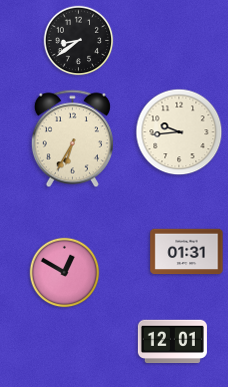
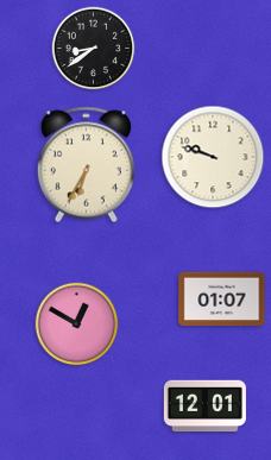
clock at (179, 132): 9:44 -> 9:48
clock at (187, 252): 01:31 -> 01:07
